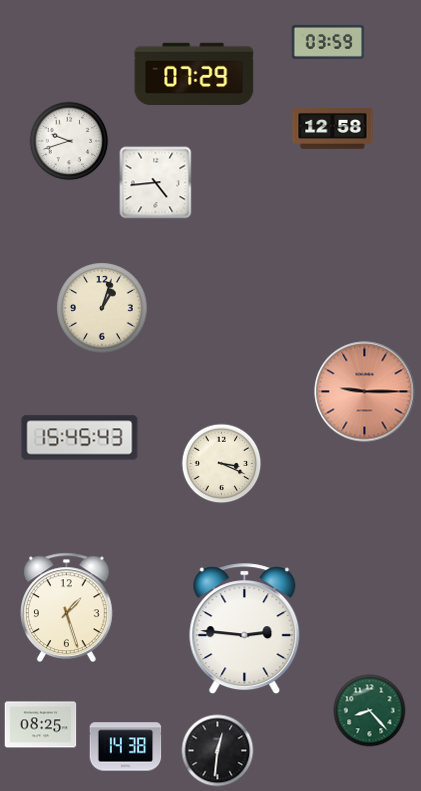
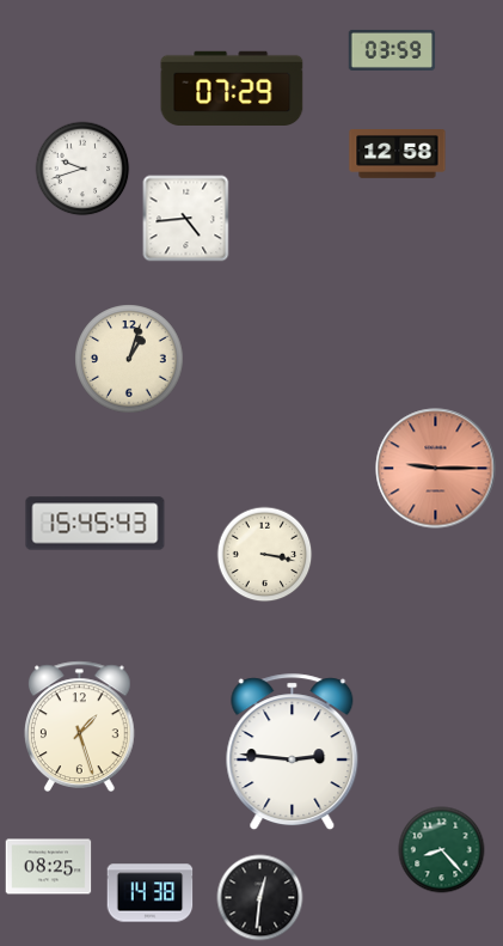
clock at (102, 308) position: (102, 308) -> (129, 359)
clock at (222, 464): 3:19 -> 3:17
